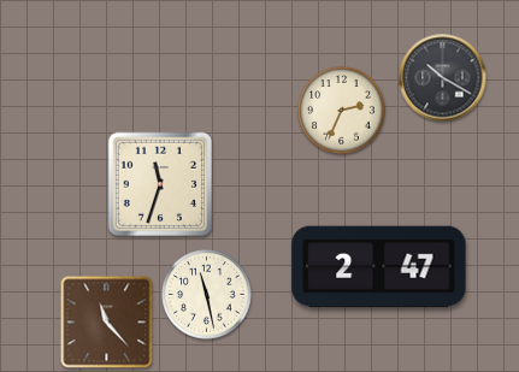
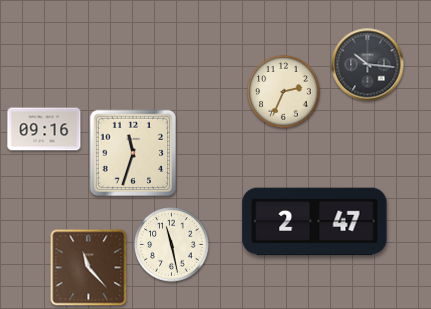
clock at (443, 78): 10:20 -> 10:16
clock at (44, 129): none -> 09:16
